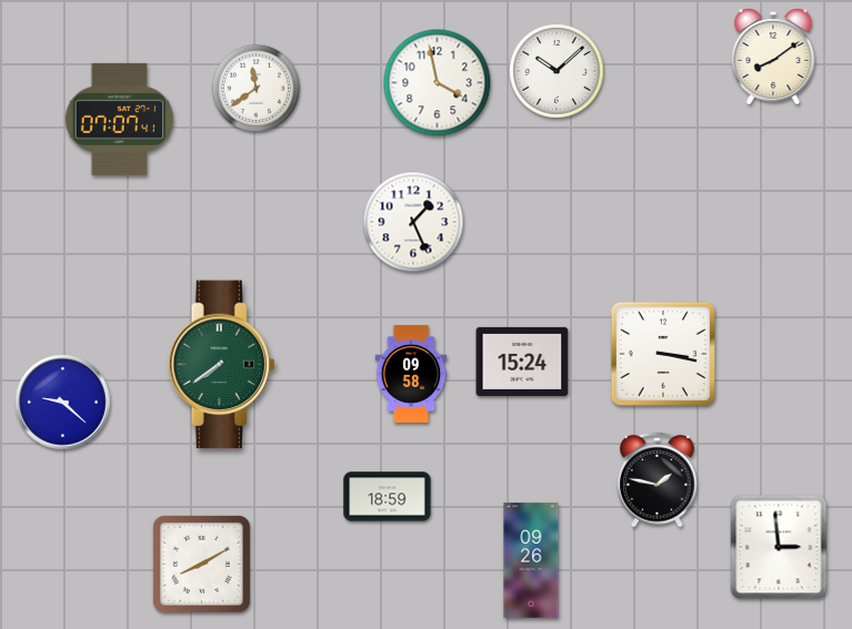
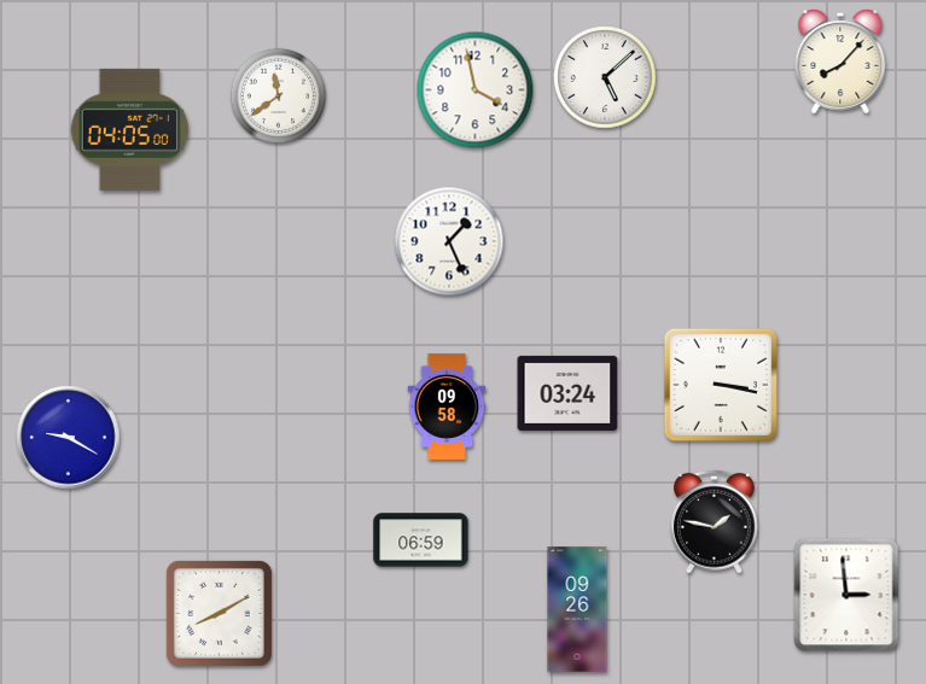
clock at (773, 57): 8:09 -> 8:07
clock at (557, 71): 10:08 -> 5:08
clock at (119, 119): 07:07 -> 04:05
clock at (522, 362): 15:24 -> 03:24
clock at (222, 365): 7:39 -> none
clock at (63, 403): 9:22 -> 9:20
clock at (388, 497): 18:59 -> 06:59
